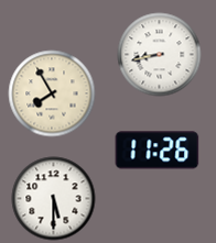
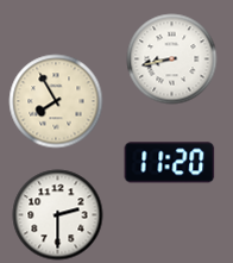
clock at (158, 151): 11:26 -> 11:20
clock at (54, 199): 5:30 -> 2:30
